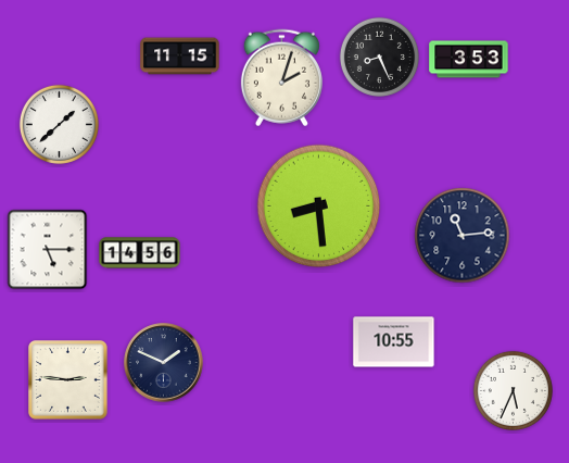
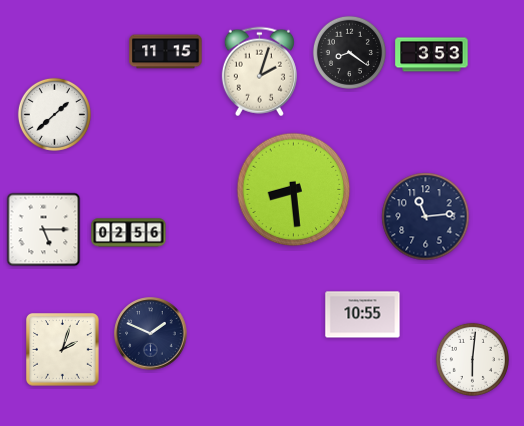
clock at (379, 57): 8:26 -> 8:21
clock at (140, 253): 14:56 -> 02:56
clock at (68, 380): 2:46 -> 2:03
clock at (513, 390): 5:34 -> 6:01
